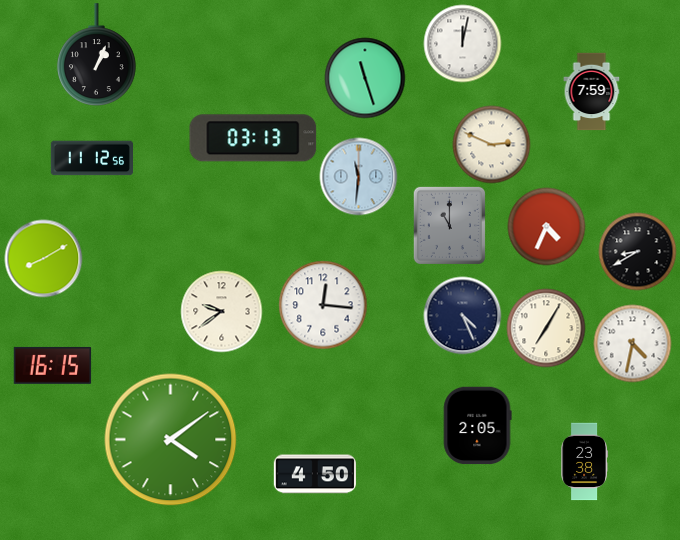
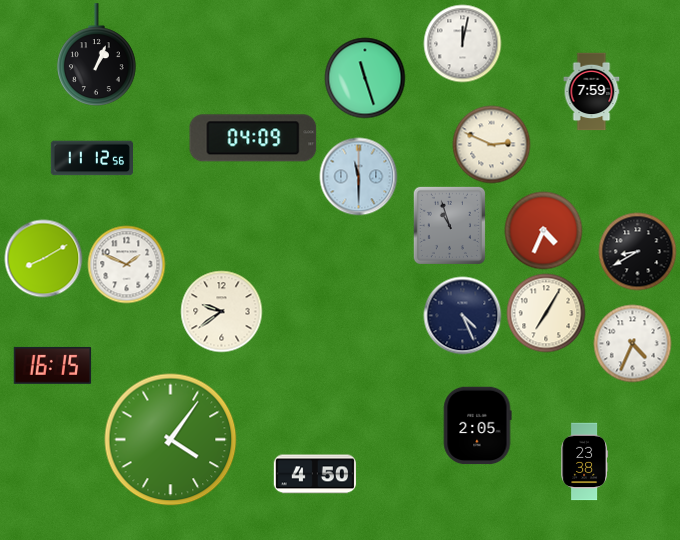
clock at (253, 138): 03:13 -> 04:09
clock at (358, 176): 11:31 -> 11:30
clock at (449, 225): 11:00 -> 10:57
clock at (546, 226) position: (546, 226) -> (543, 230)
clock at (126, 264): none -> 1:49
clock at (323, 305): 12:16 -> none
clock at (546, 328) position: (546, 328) -> (546, 313)
clock at (632, 343): 4:32 -> 4:34
clock at (171, 440): 4:09 -> 4:06
